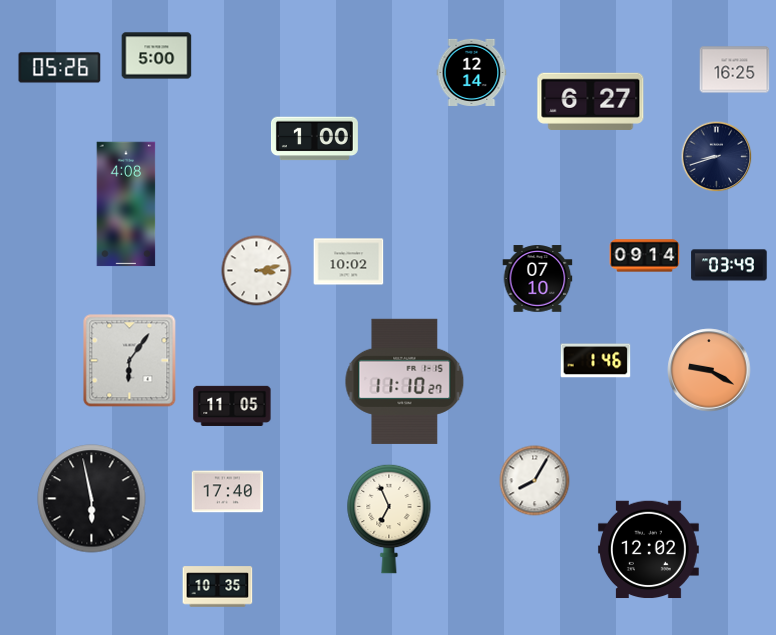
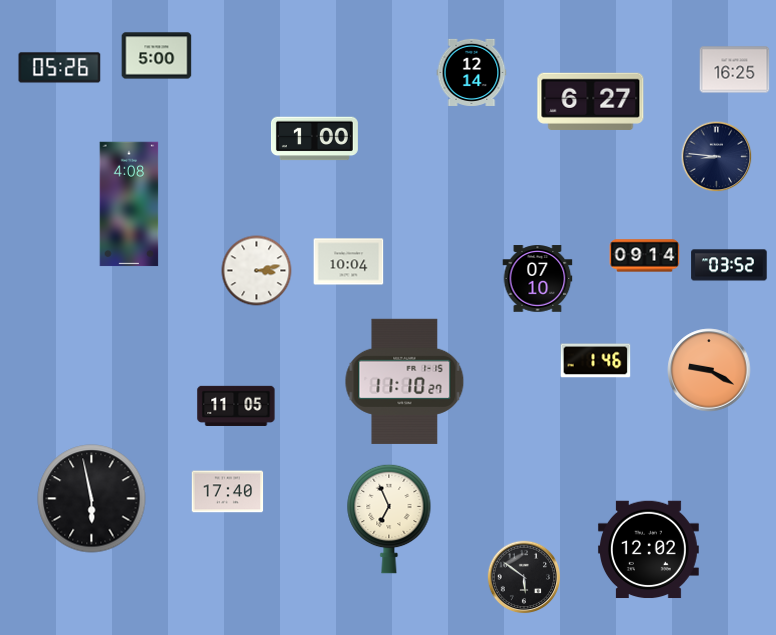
clock at (717, 157): 8:42 -> 8:46
clock at (126, 204) position: (126, 204) -> (129, 204)
clock at (349, 262): 10:02 -> 10:04
clock at (729, 265): 03:49 -> 03:52
clock at (130, 361): 6:06 -> none
clock at (232, 406) position: (232, 406) -> (236, 406)
clock at (535, 481): 8:05 -> none
clock at (524, 577): none -> 5:51
clock at (218, 587): 10:35 -> none
